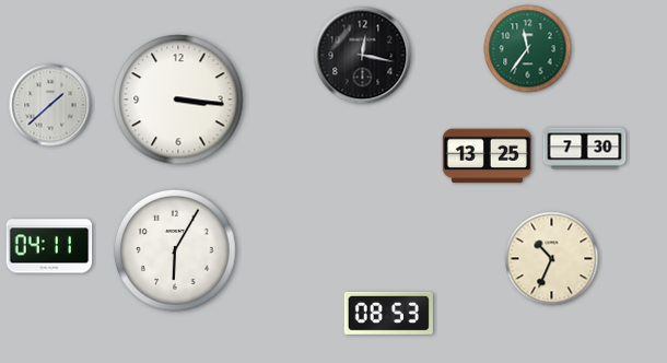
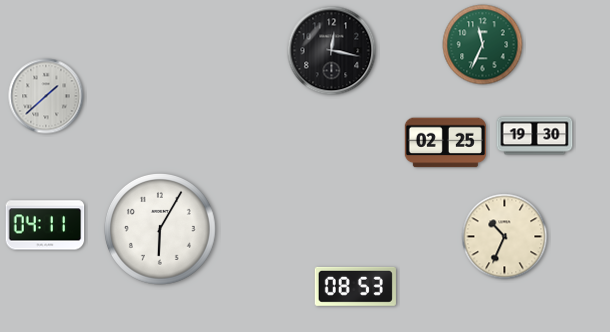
clock at (528, 49): 11:36 -> 11:34
clock at (178, 99): 3:16 -> none
clock at (585, 149): 7:30 -> 19:30
clock at (487, 156): 13:25 -> 02:25
